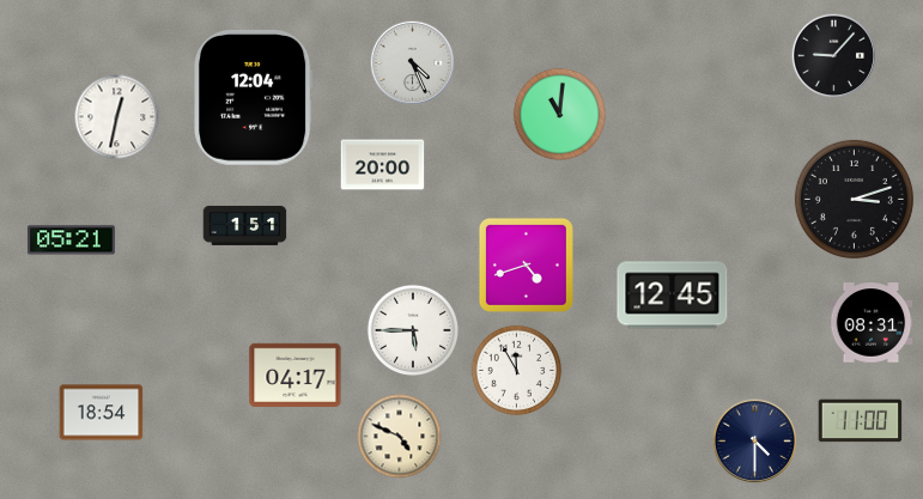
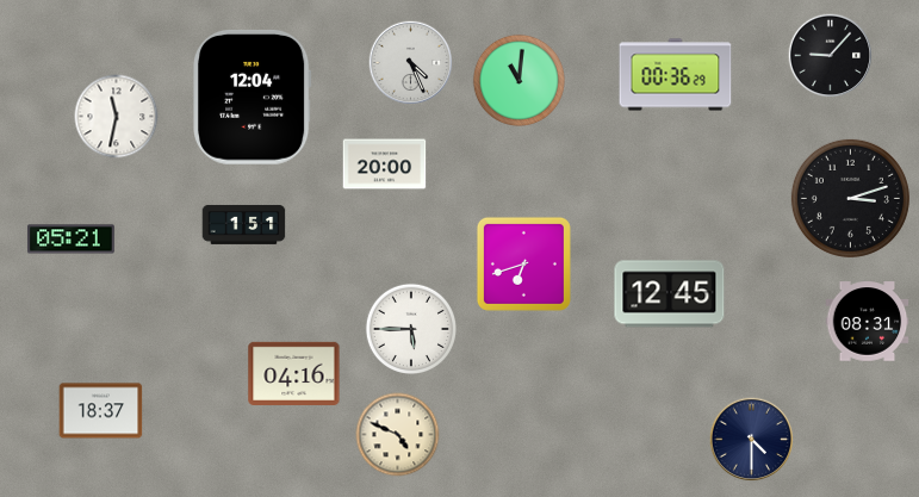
clock at (676, 75): none -> 00:36
clock at (559, 114) position: (559, 114) -> (519, 80)
clock at (117, 117): 12:32 -> 11:32
clock at (383, 165) position: (383, 165) -> (385, 164)
clock at (526, 264): 4:42 -> 6:42
clock at (517, 371): 11:55 -> none
clock at (296, 375): 04:17 -> 04:16
clock at (102, 413): 18:54 -> 18:37
clock at (861, 421): 11:00 -> none
